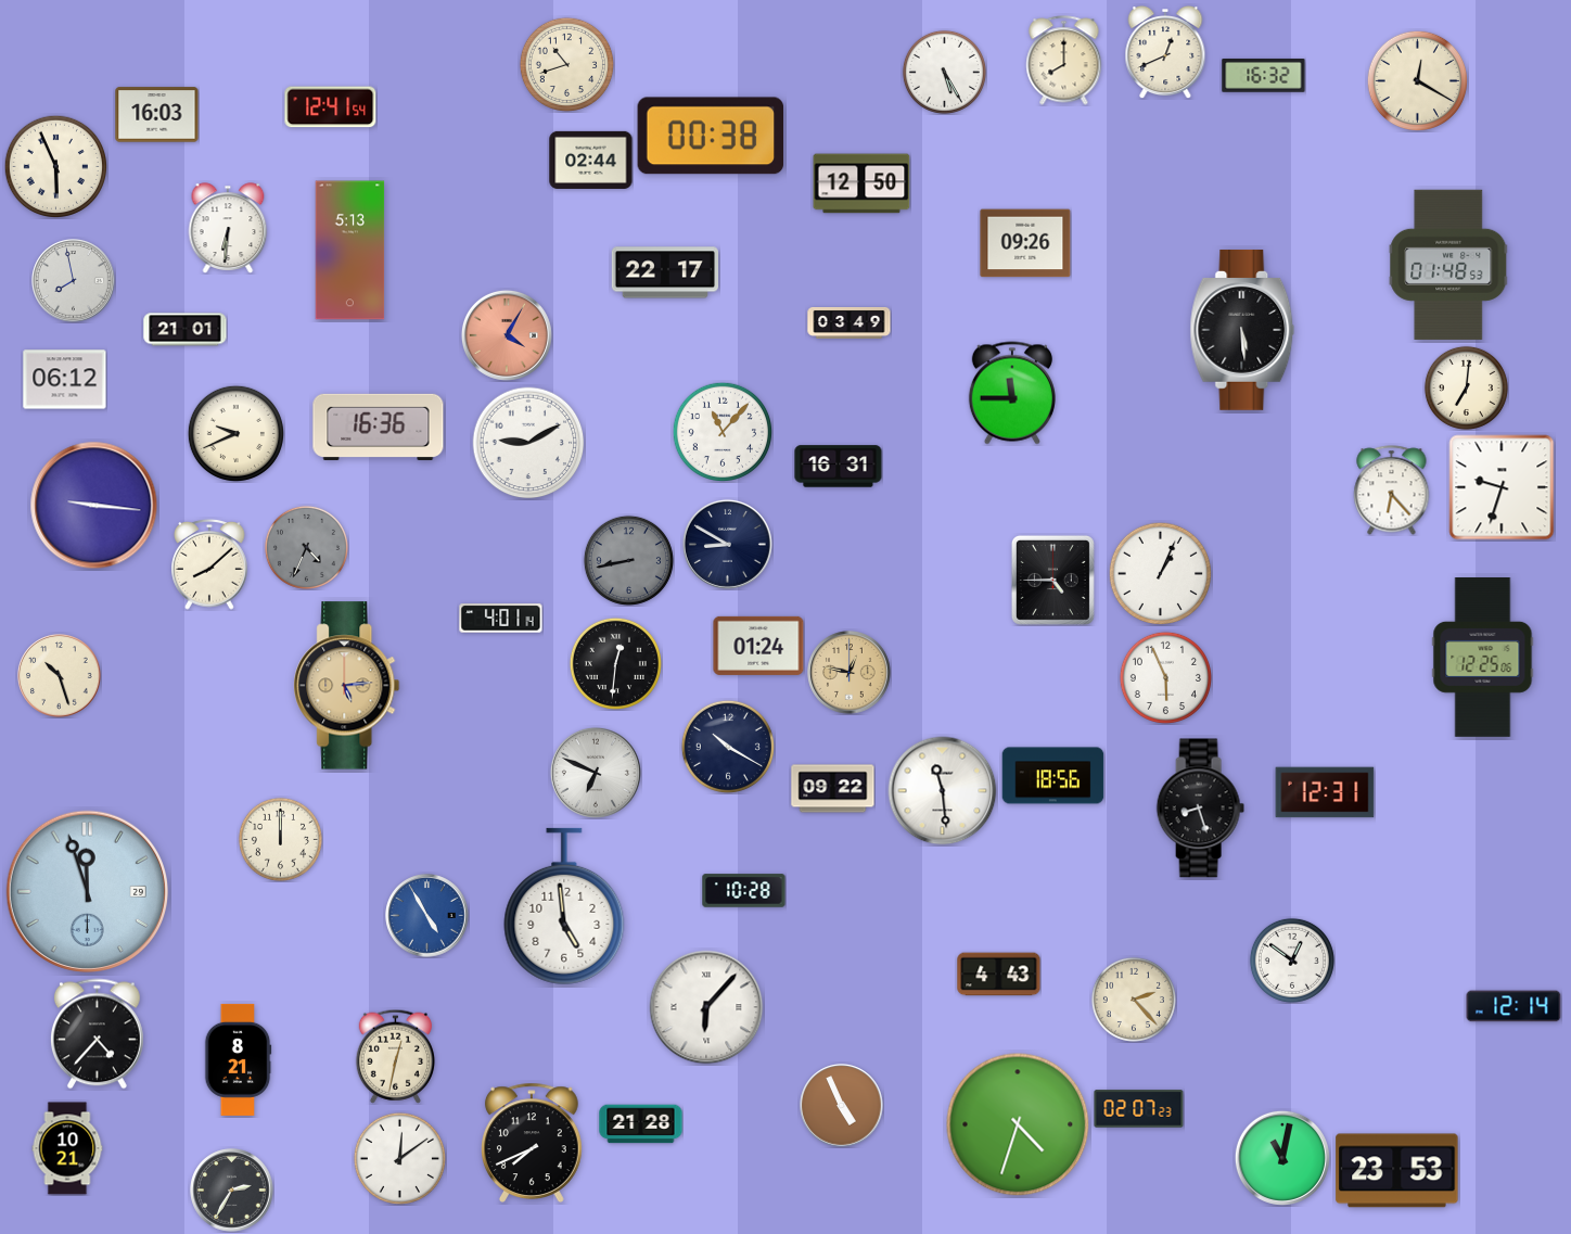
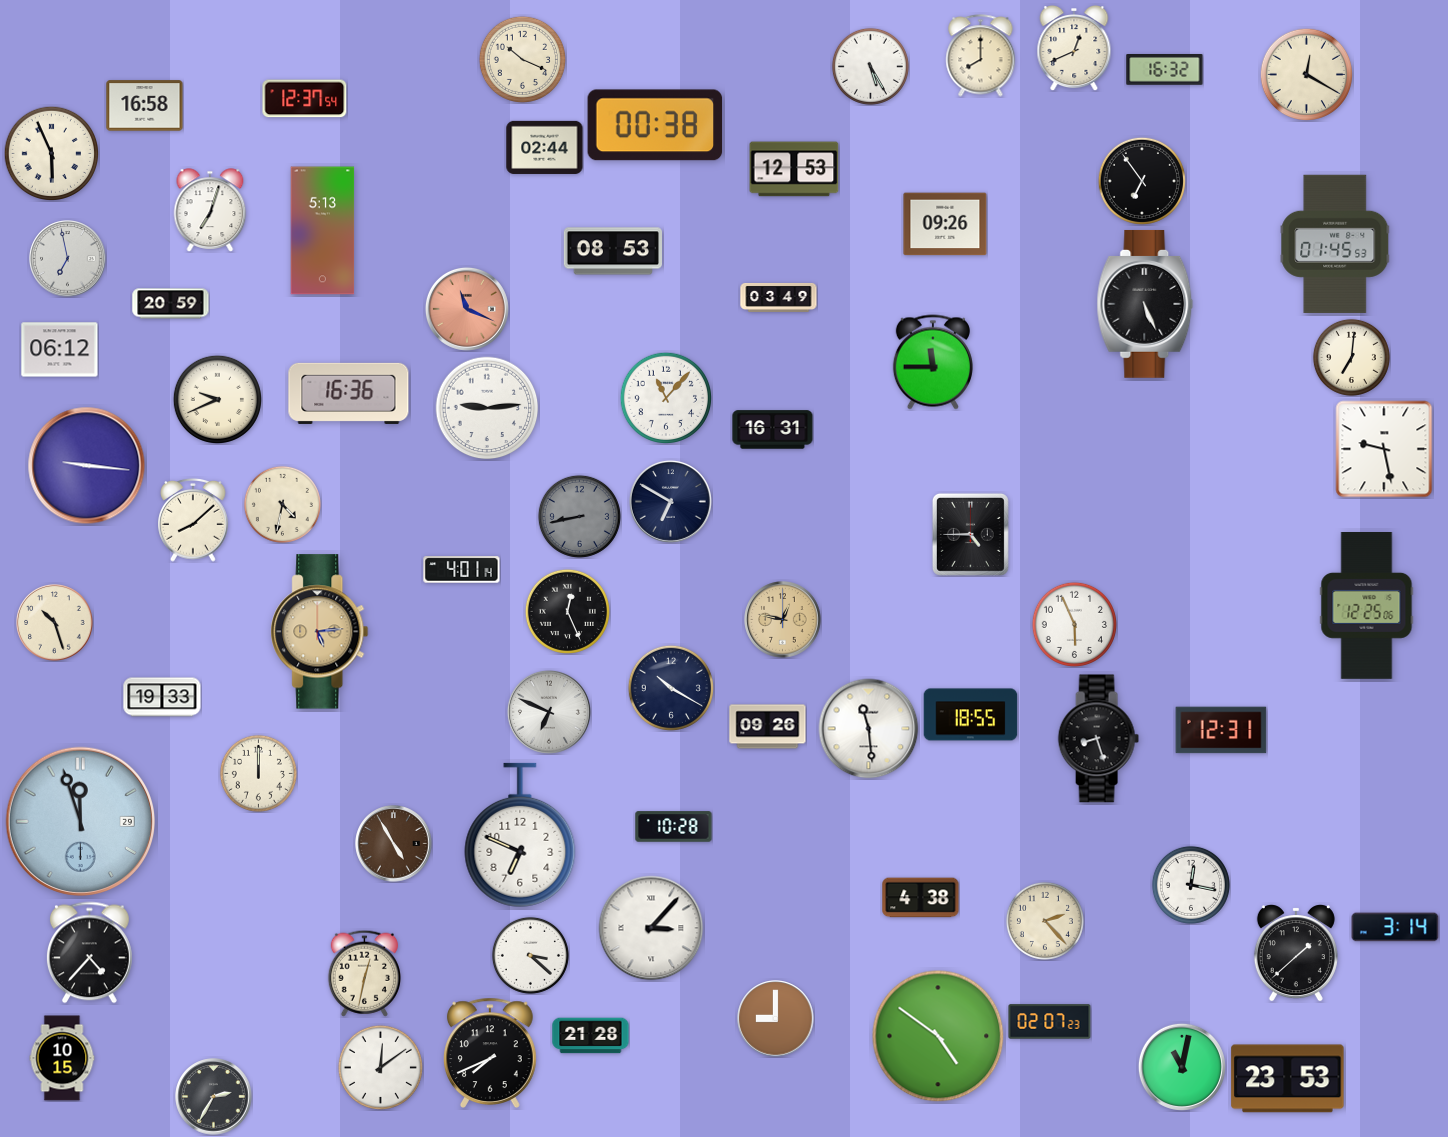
clock at (566, 64): 10:42 -> 10:19
clock at (331, 107): 12:41 -> 12:37
clock at (157, 115): 16:03 -> 16:58
clock at (861, 183): 12:50 -> 12:53
clock at (1142, 181): none -> 6:54
clock at (228, 228): 6:31 -> 7:03
clock at (1448, 265): 01:48 -> 01:45
clock at (664, 272): 22:17 -> 08:53
clock at (74, 281): 7:58 -> 6:58
clock at (850, 322) position: (850, 322) -> (779, 297)
clock at (186, 330): 21:01 -> 20:59
clock at (1242, 330): 5:29 -> 5:26
clock at (507, 335): 4:05 -> 11:19
clock at (528, 443): 9:10 -> 9:14
clock at (1502, 487): 9:33 -> 9:28
clock at (1392, 491): 6:23 -> none
clock at (727, 544): 8:50 -> 6:50
clock at (306, 547): 4:34 -> 4:32
clock at (306, 547) dial: grey -> cream
clock at (1160, 573): 1:04 -> none
clock at (758, 646): 01:24 -> none
clock at (615, 663): 12:31 -> 12:26
clock at (162, 697): none -> 19:33
clock at (1053, 776): 18:56 -> 18:55
clock at (833, 789): 09:22 -> 09:26
clock at (1200, 809) position: (1200, 809) -> (1098, 739)
clock at (744, 891) position: (744, 891) -> (674, 827)
clock at (564, 906): 4:59 -> 6:49
clock at (427, 916) dial: blue -> brown
clock at (1292, 961): 12:51 -> 12:17
clock at (999, 975): 4:43 -> 4:38
clock at (1513, 1006): 12:14 -> 3:14
clock at (706, 1007): 6:07 -> 3:07
clock at (1296, 953): none -> 1:38
clock at (530, 955): none -> 3:22
clock at (238, 1059): 8:21 -> none
clock at (842, 1106): 4:56 -> 9:00
clock at (1018, 1124): 4:33 -> 4:51
clock at (67, 1148): 10:21 -> 10:15
clock at (399, 1158) position: (399, 1158) -> (380, 1067)
